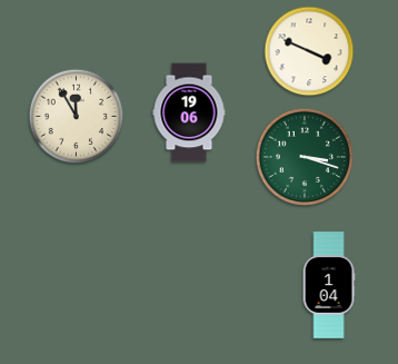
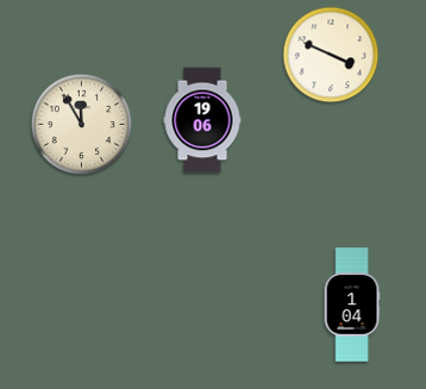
clock at (305, 157): 3:18 -> none
